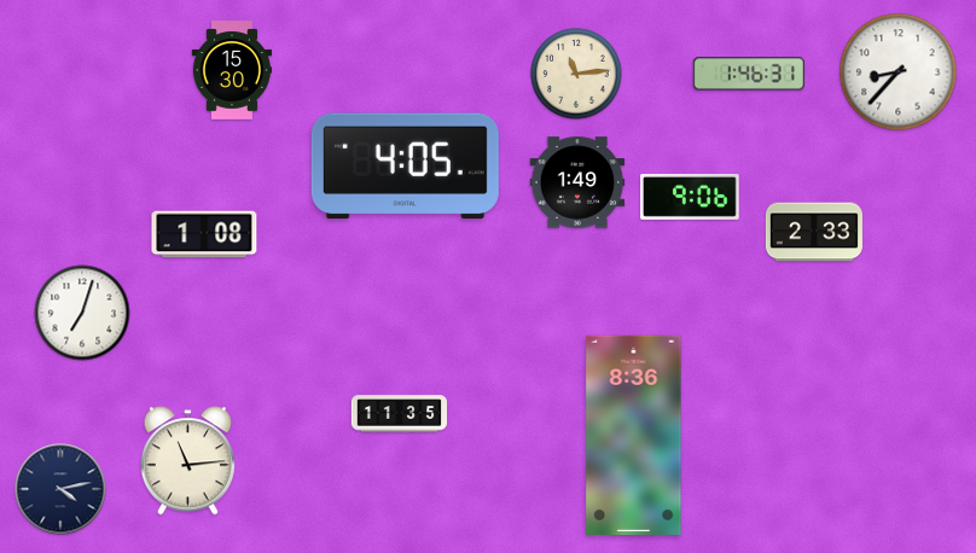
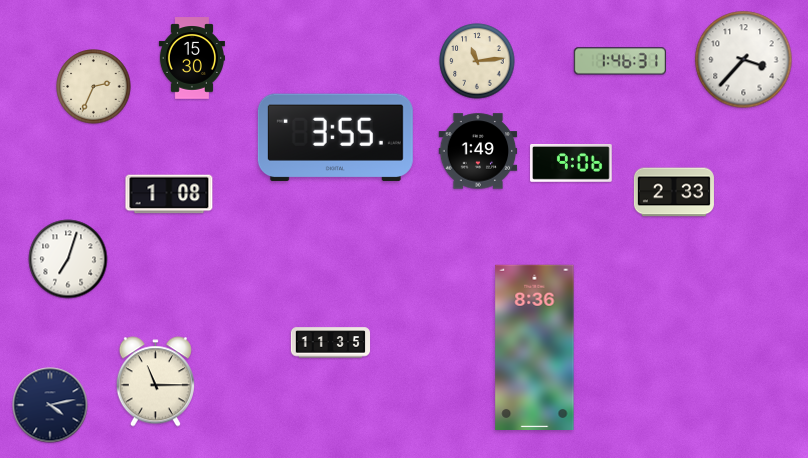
clock at (899, 72): 8:37 -> 3:37
clock at (94, 87): none -> 2:34
clock at (405, 167): 4:05 -> 3:55
clock at (634, 435) position: (634, 435) -> (535, 347)
clock at (187, 461): 11:14 -> 11:15
